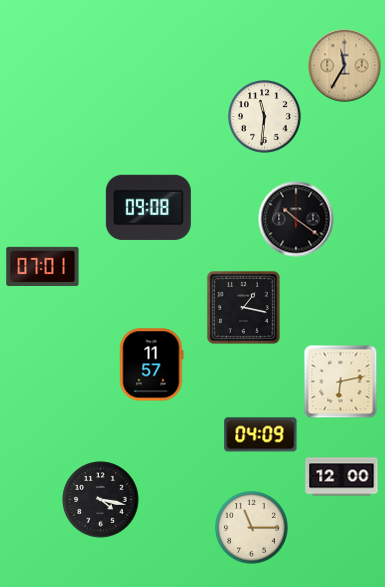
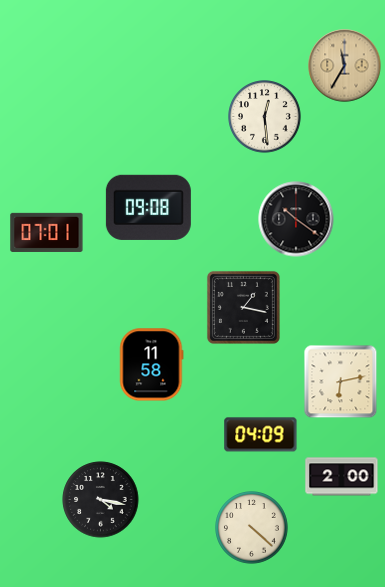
clock at (265, 117): 11:31 -> 12:29
clock at (43, 266) position: (43, 266) -> (47, 232)
clock at (152, 365): 11:57 -> 11:58
clock at (342, 477): 12:00 -> 2:00
clock at (252, 528): 11:15 -> 4:22
